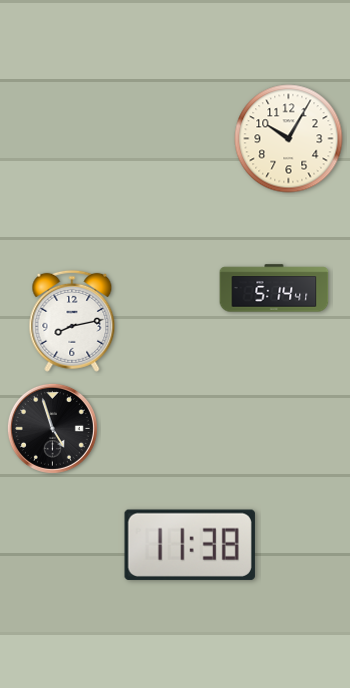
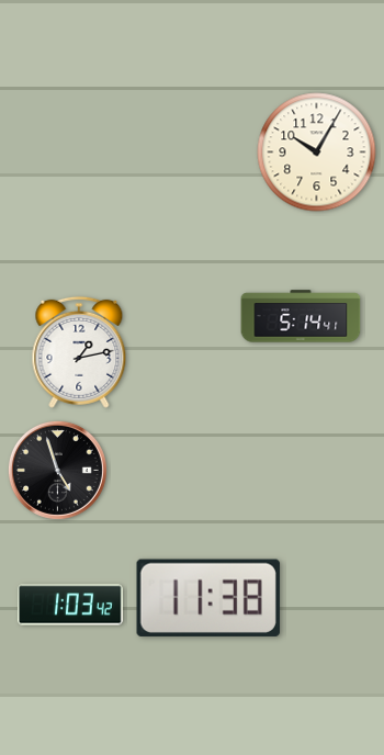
clock at (72, 321): 8:13 -> 1:13
clock at (71, 605): none -> 1:03
